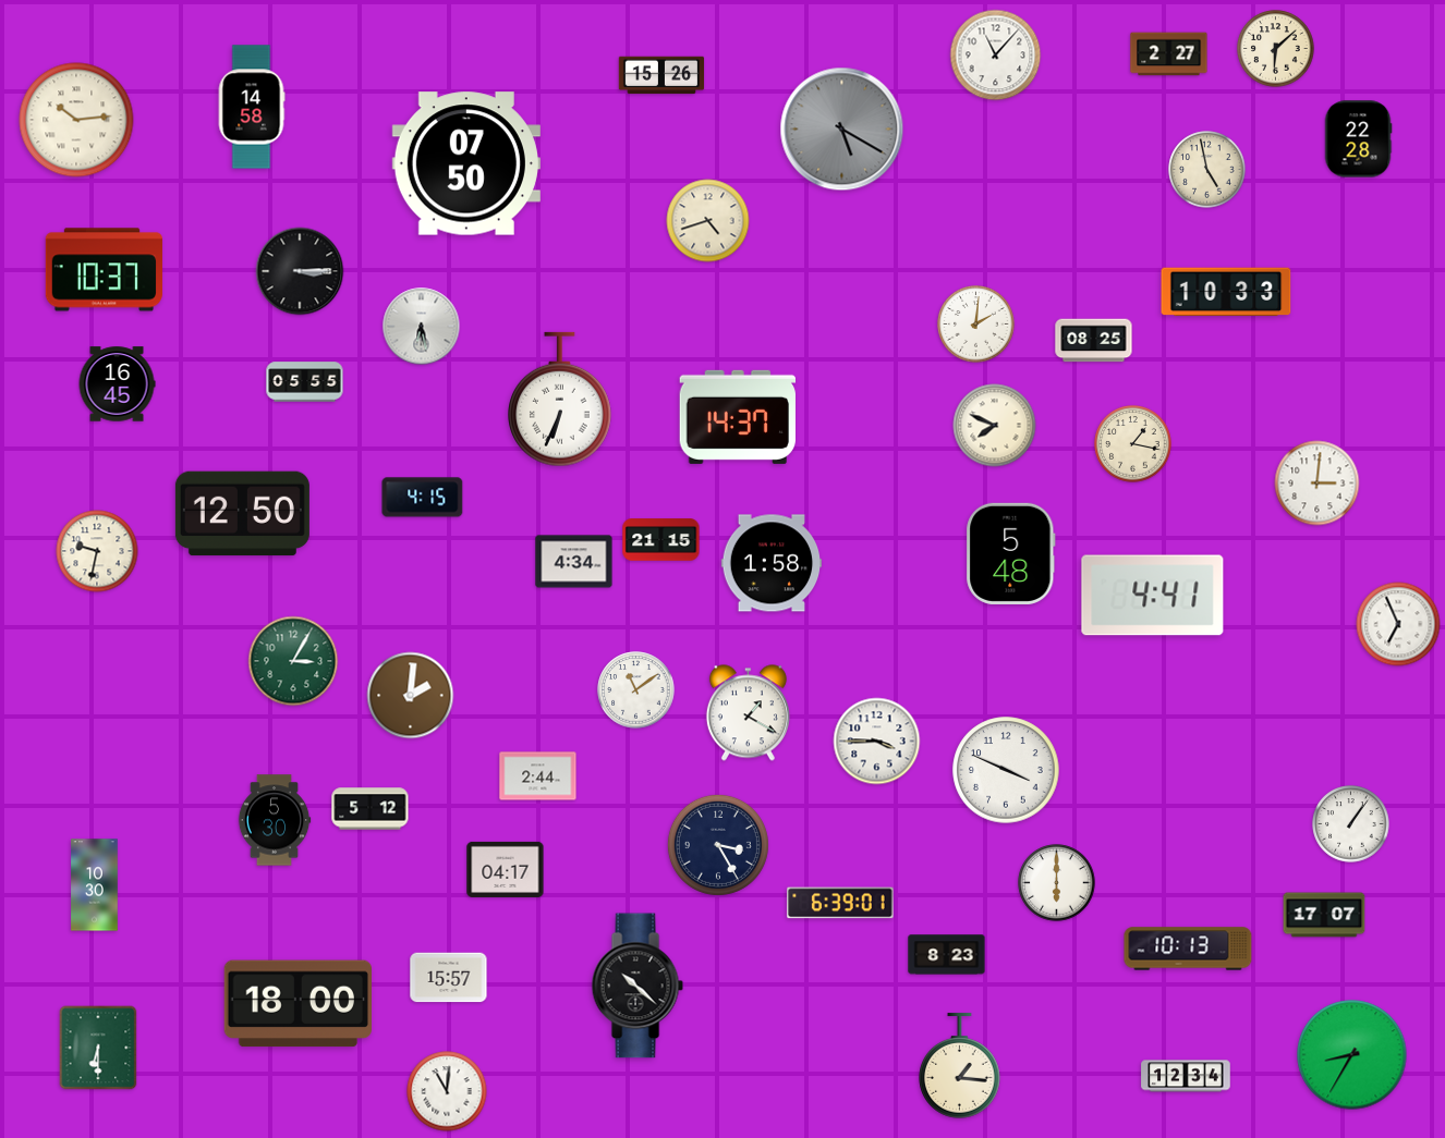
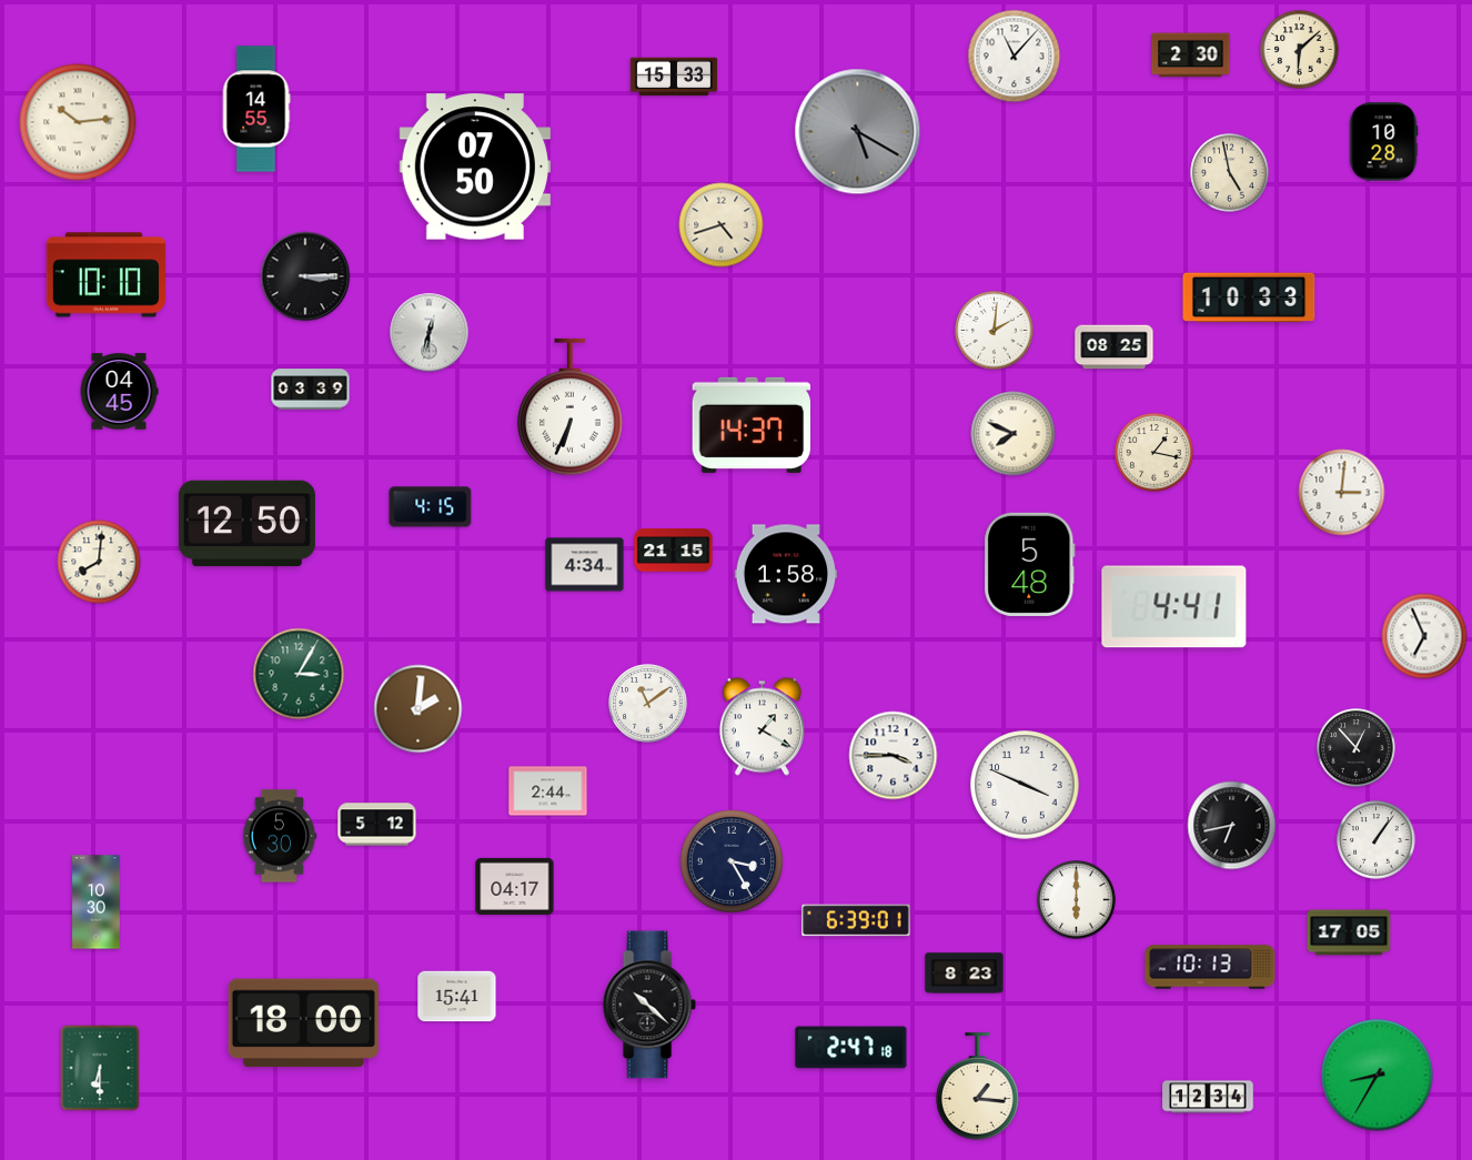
clock at (1169, 54): 2:27 -> 2:30
clock at (661, 75): 15:26 -> 15:33
clock at (252, 107): 14:58 -> 14:55
clock at (1358, 139): 22:28 -> 10:28
clock at (104, 270): 10:37 -> 10:10
clock at (422, 327): 6:28 -> 12:32
clock at (305, 382): 05:55 -> 03:39
clock at (117, 384): 16:45 -> 04:45
clock at (97, 551): 9:32 -> 8:01
clock at (574, 562) position: (574, 562) -> (585, 565)
clock at (1357, 748): none -> 12:53
clock at (1232, 826): none -> 6:43
clock at (1324, 915): 17:07 -> 17:05
clock at (449, 978): 15:57 -> 15:41
clock at (851, 1048): none -> 2:47
clock at (447, 1091): 11:01 -> none
